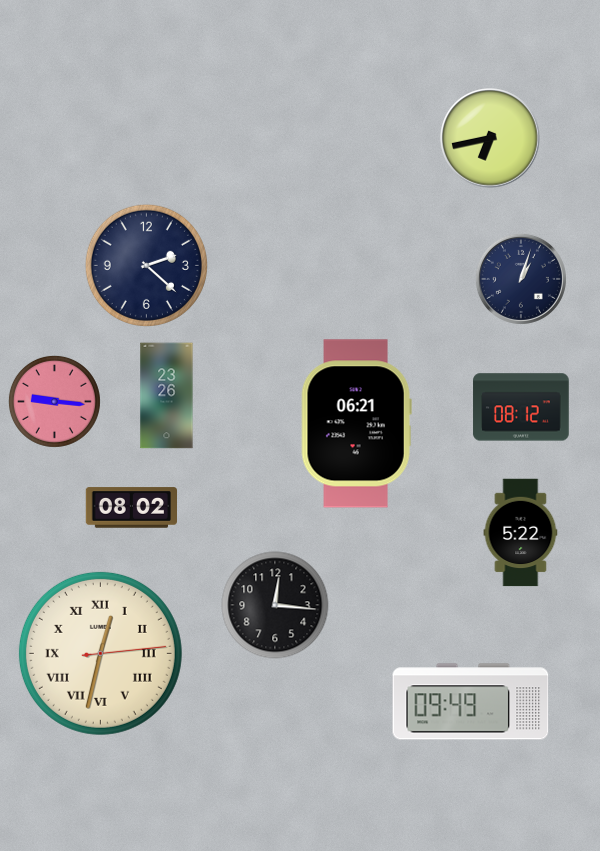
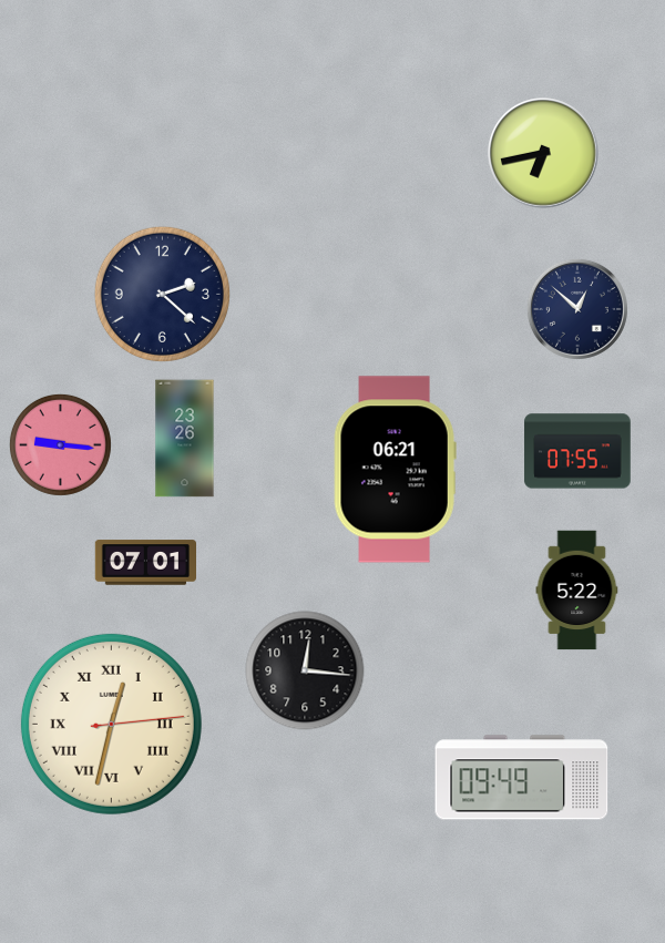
clock at (521, 279): 1:03 -> 12:52
clock at (521, 407): 08:12 -> 07:55
clock at (131, 508): 08:02 -> 07:01
